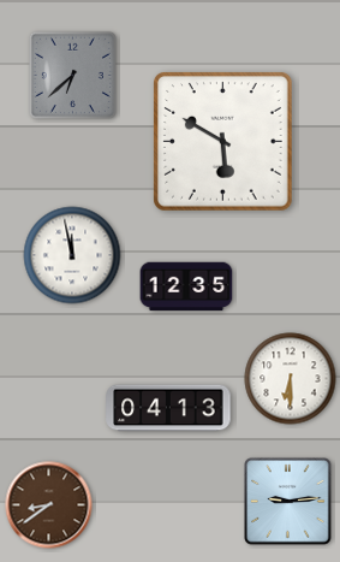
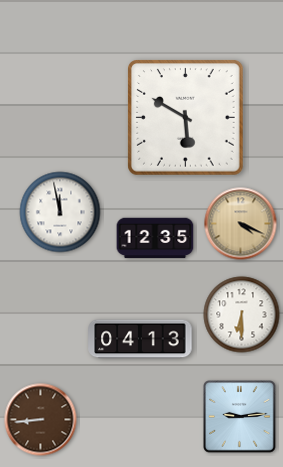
clock at (72, 75): 6:38 -> none
clock at (241, 224): none -> 4:19
clock at (49, 505): 8:39 -> 8:44
